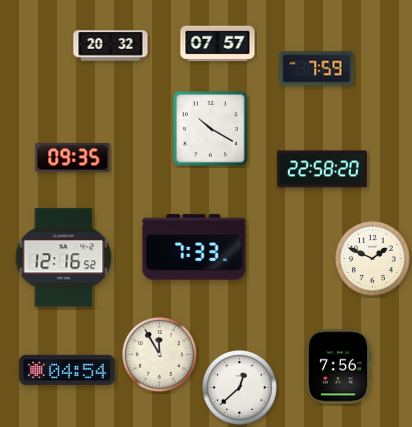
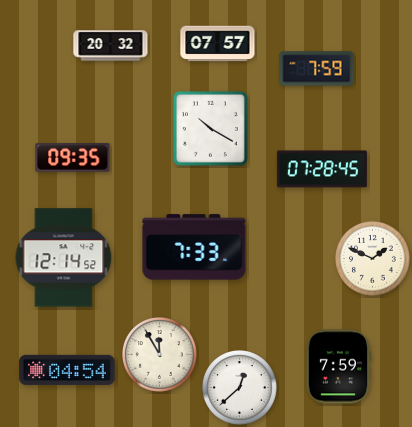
clock at (322, 169): 22:58 -> 07:28
clock at (64, 258): 12:16 -> 12:14
clock at (338, 367): 7:56 -> 7:59
